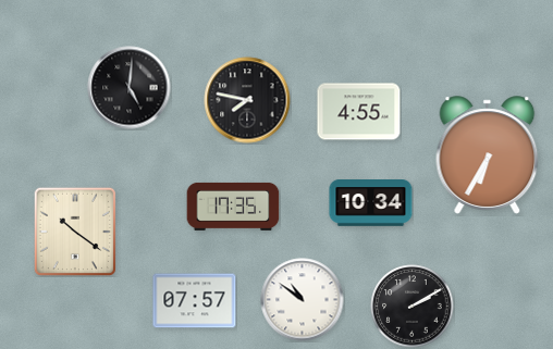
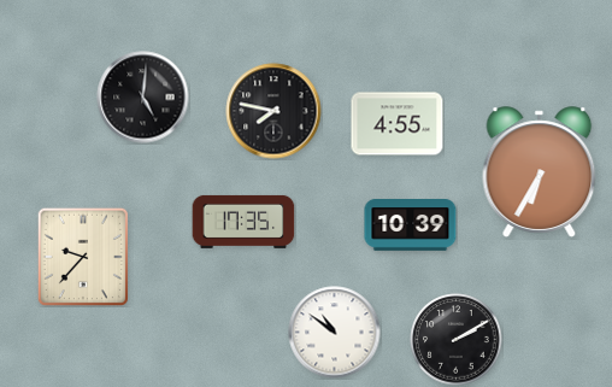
clock at (371, 203): 10:34 -> 10:39
clock at (233, 207) position: (233, 207) -> (243, 222)
clock at (74, 230): 10:21 -> 9:37
clock at (195, 301): 07:57 -> none
